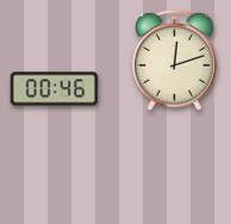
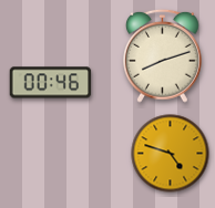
clock at (175, 60): 12:12 -> 8:12
clock at (171, 154): none -> 4:48
